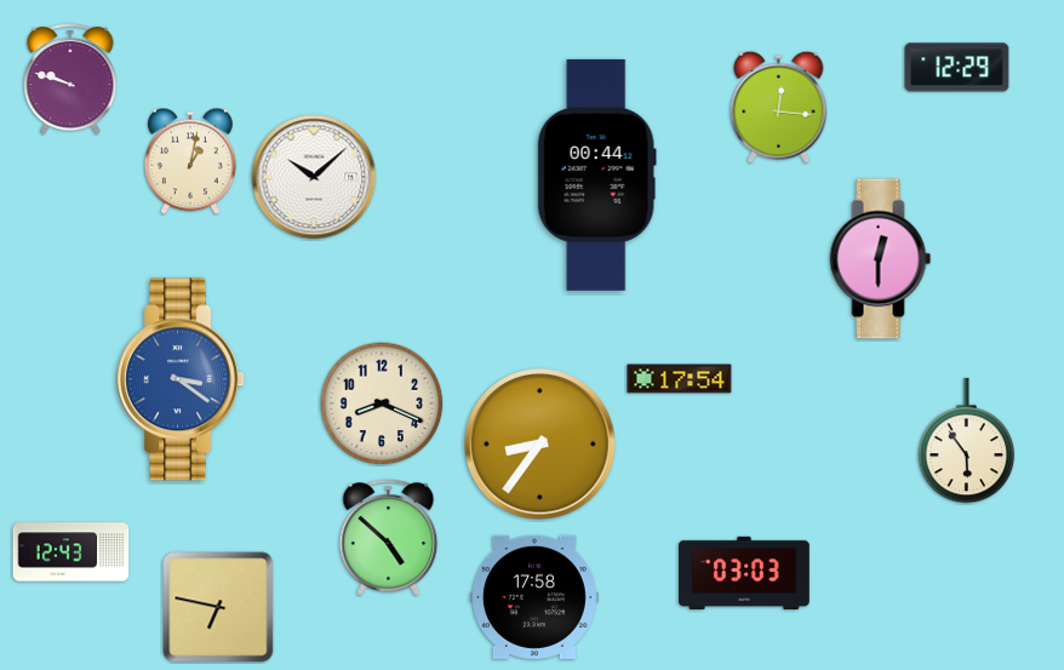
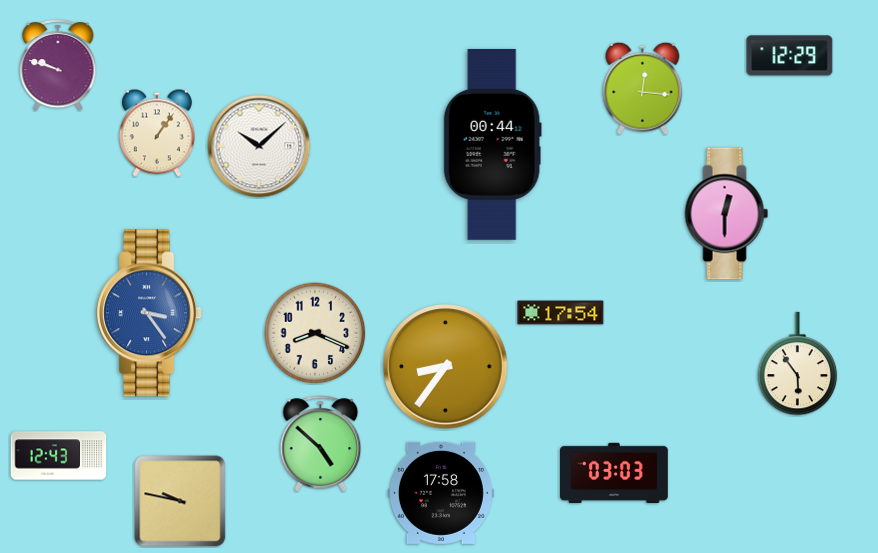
clock at (191, 161): 1:02 -> 1:06
clock at (182, 379): 3:21 -> 3:24
clock at (218, 607): 6:47 -> 9:47
